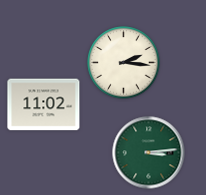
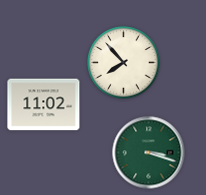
clock at (124, 63): 2:16 -> 7:53
clock at (149, 153): 3:14 -> 3:18
